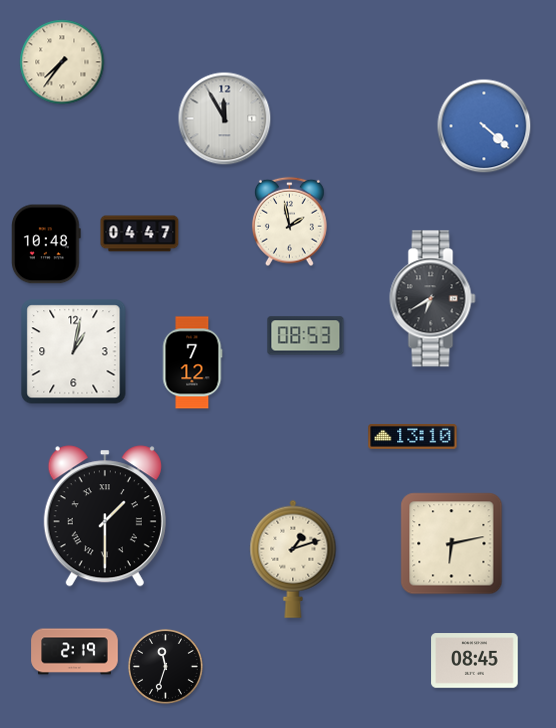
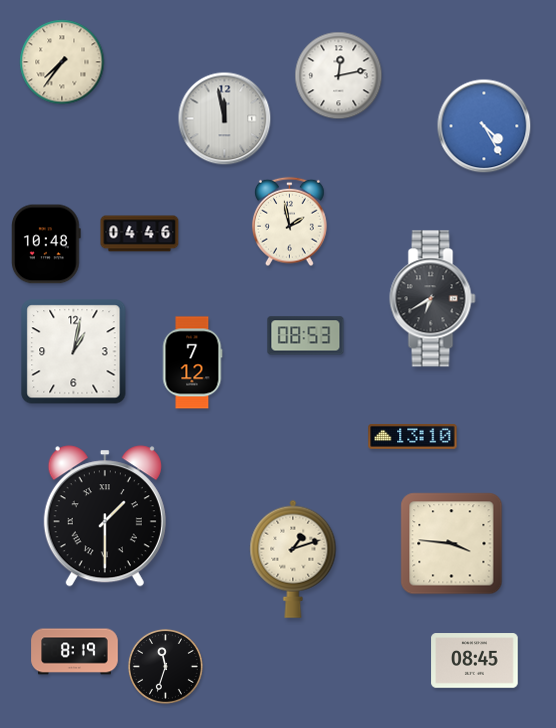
clock at (339, 76): none -> 12:13
clock at (225, 119): 11:55 -> 11:58
clock at (484, 126): 4:22 -> 4:25
clock at (140, 234): 04:47 -> 04:46
clock at (452, 544): 6:13 -> 3:46
clock at (75, 652): 2:19 -> 8:19
